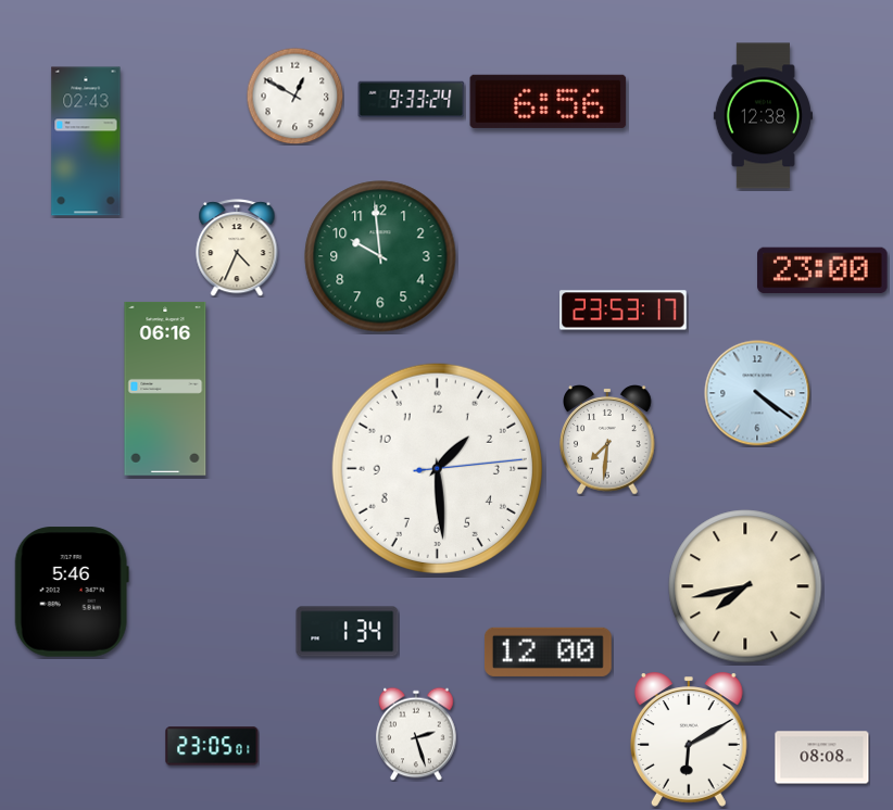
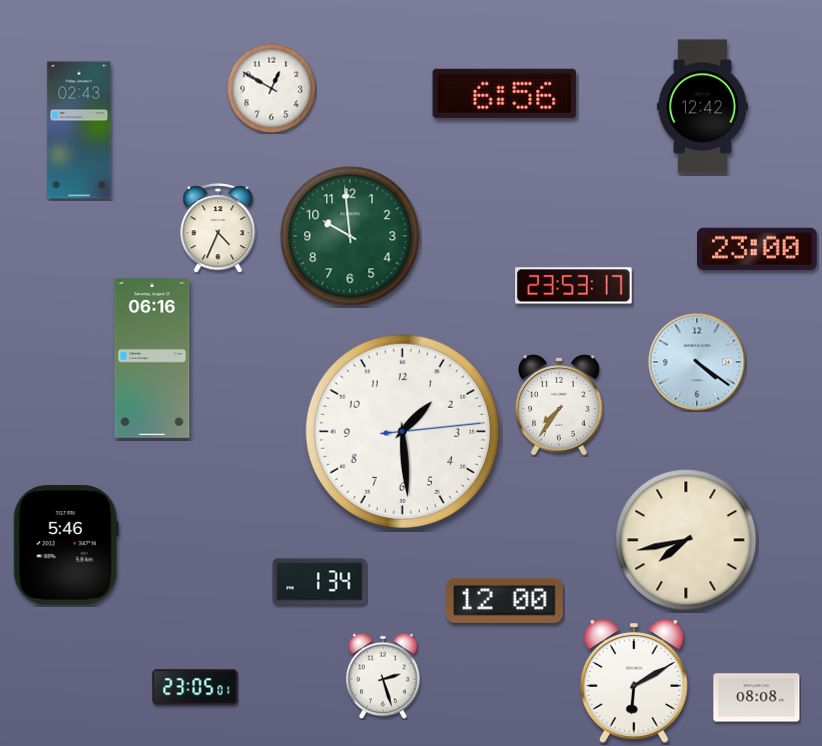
clock at (412, 100): 9:33 -> none
clock at (763, 116): 12:38 -> 12:42
clock at (607, 440): 7:31 -> 7:36
